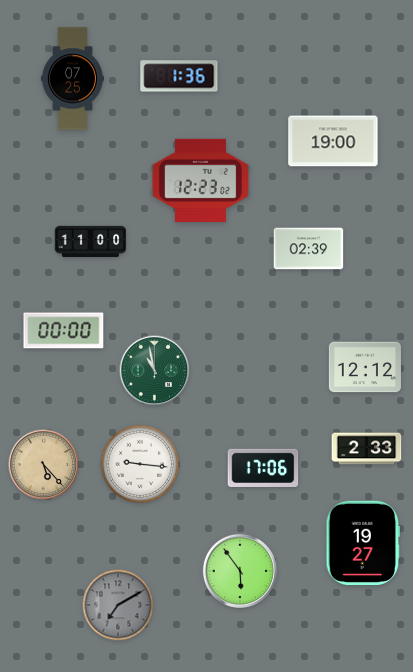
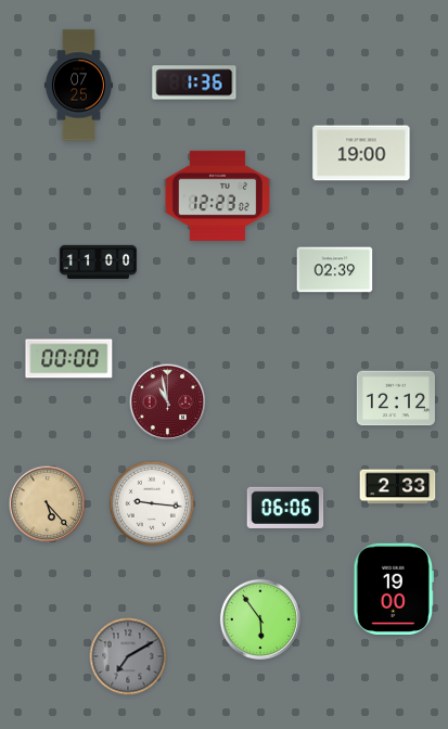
clock at (155, 371) dial: green -> burgundy
clock at (263, 468): 17:06 -> 06:06
clock at (362, 542): 19:27 -> 19:00
